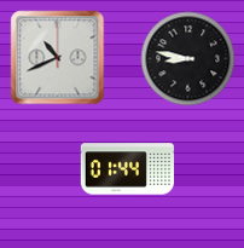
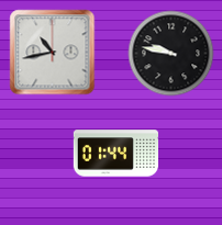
clock at (57, 57): 10:41 -> 10:43
clock at (187, 58): 8:47 -> 9:47
